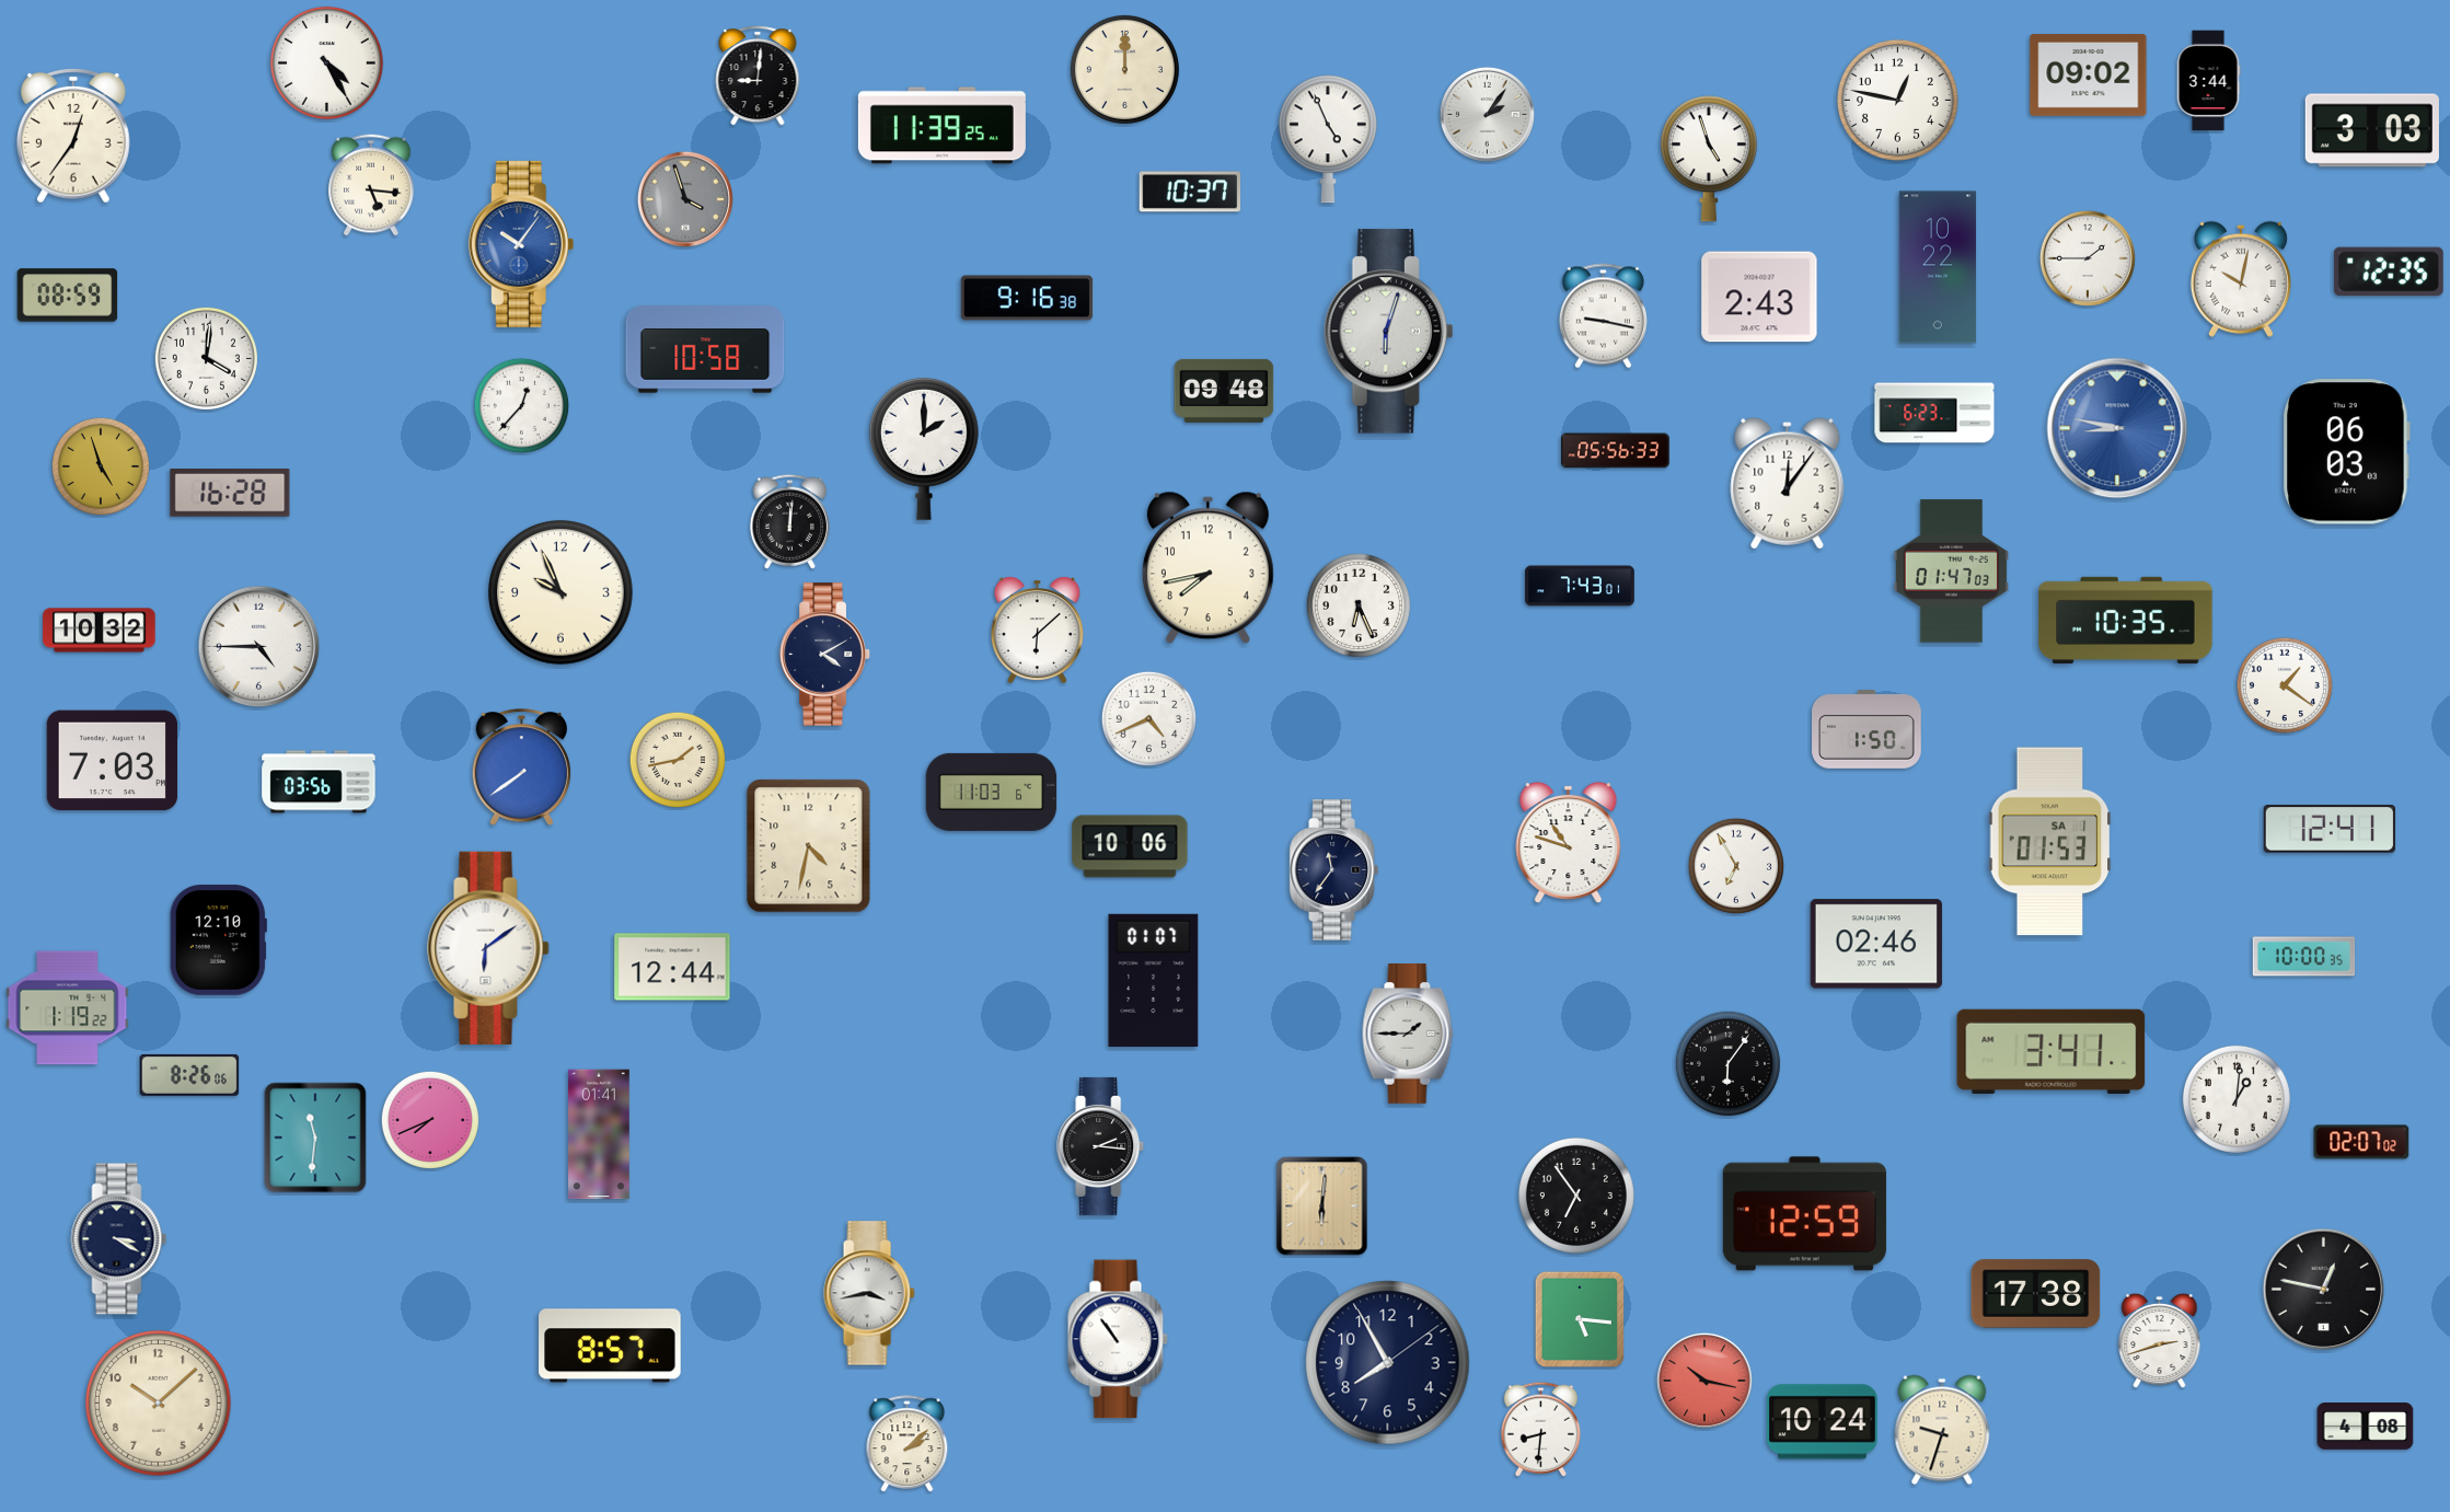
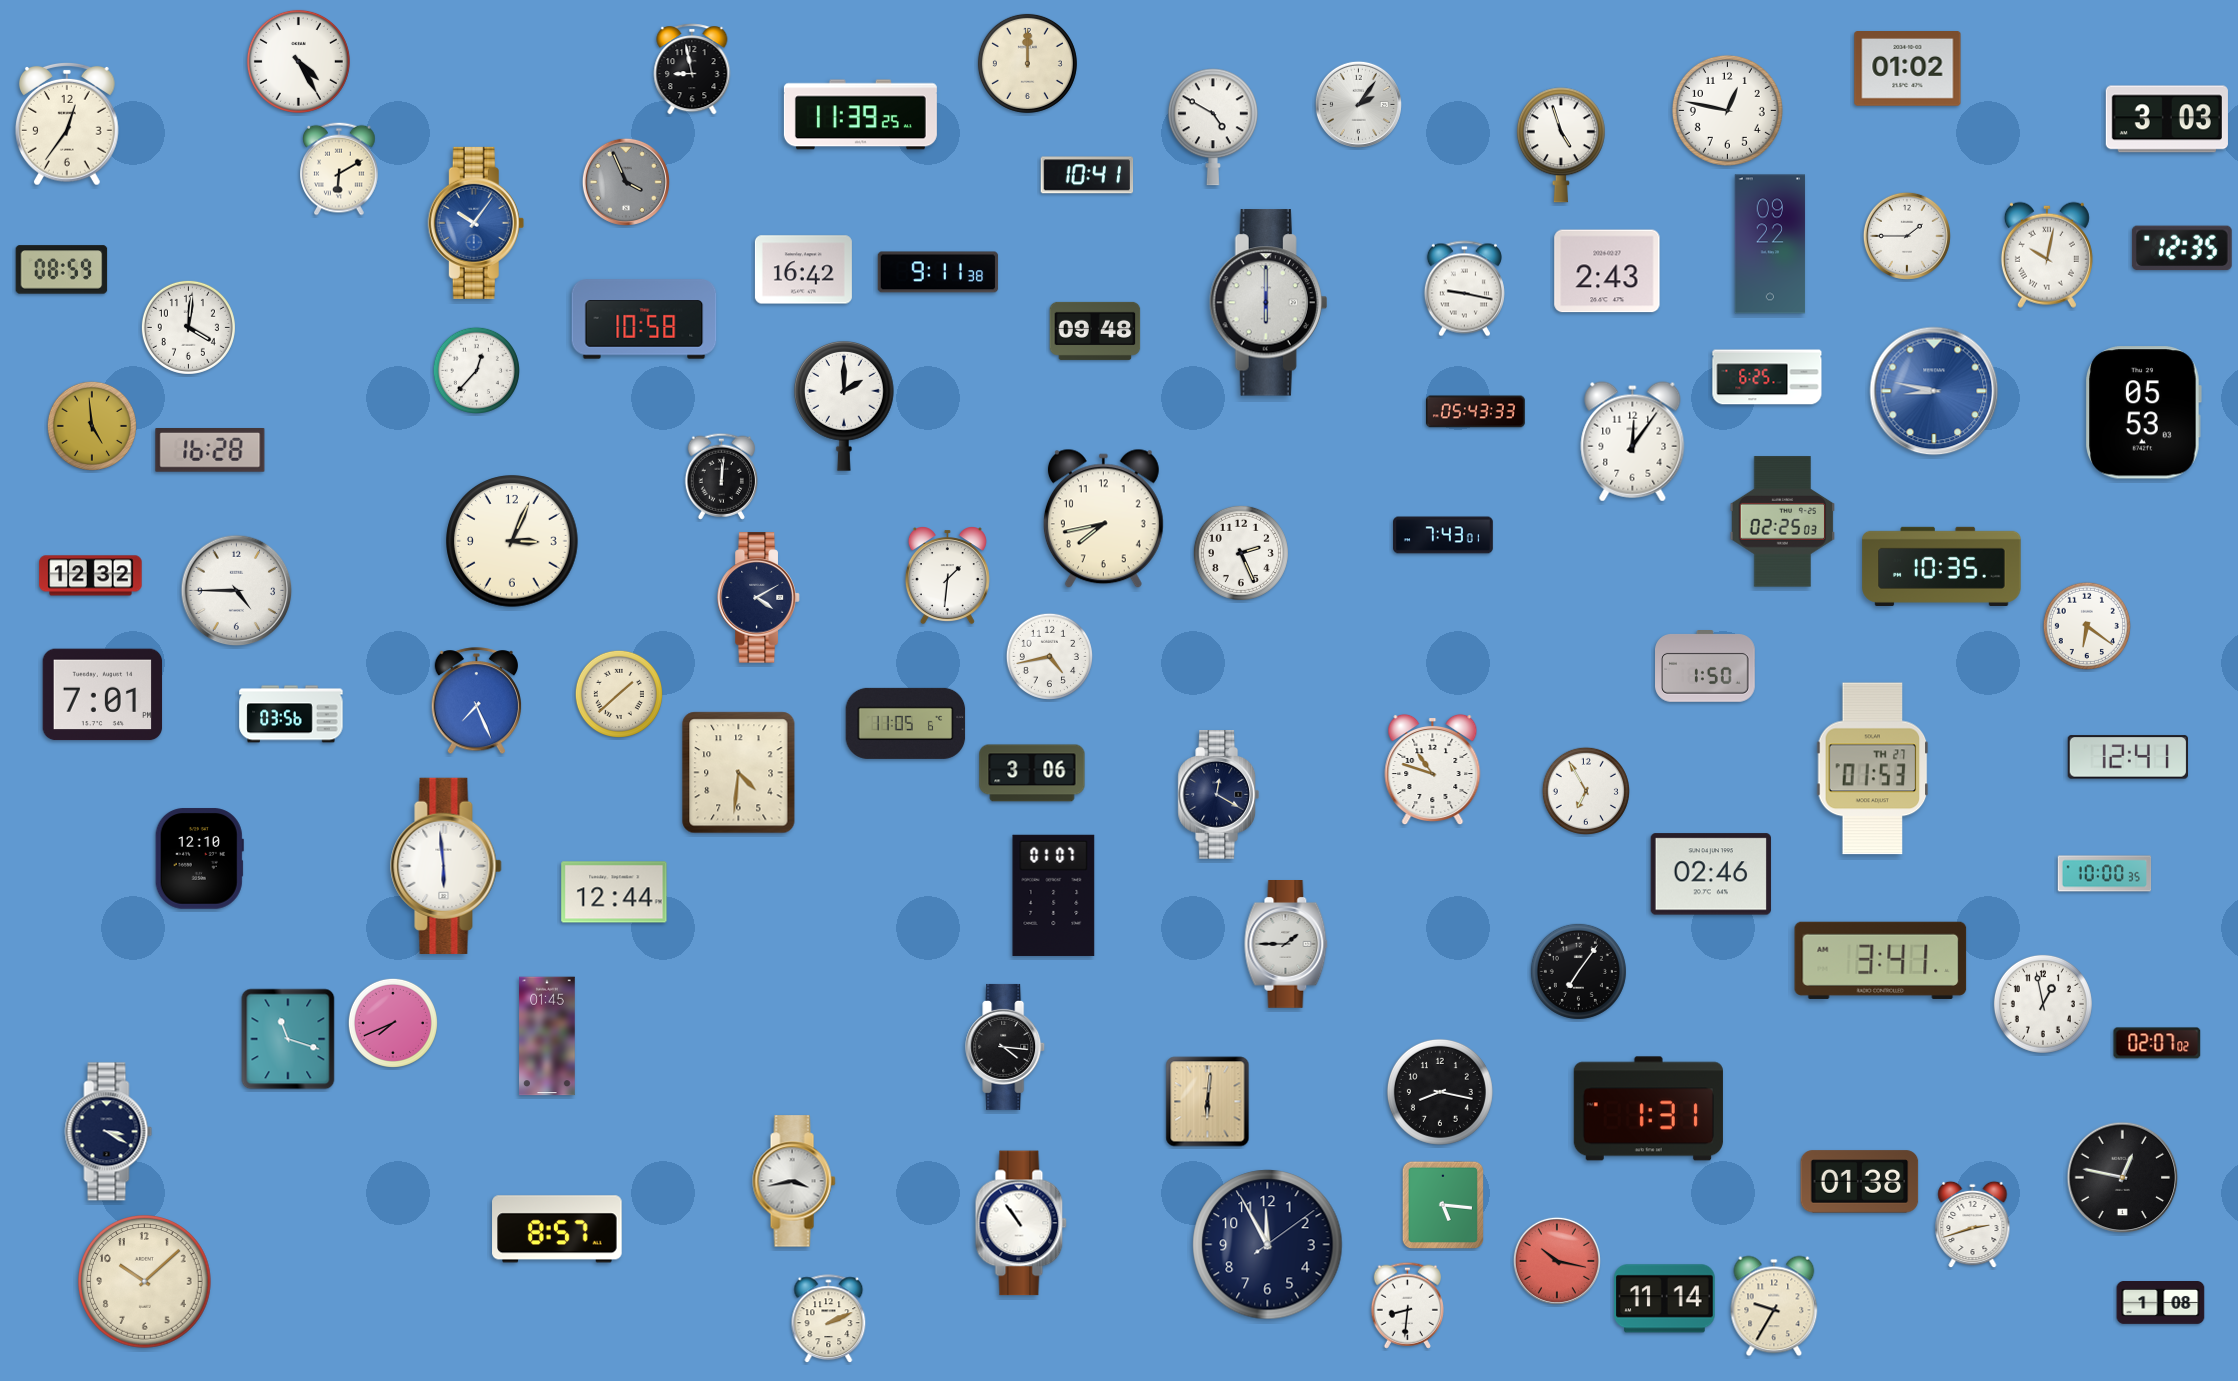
clock at (326, 62) position: (326, 62) -> (298, 61)
clock at (758, 76): 9:01 -> 8:58
clock at (2089, 76): 09:02 -> 01:02
clock at (2208, 81): 3:44 -> none
clock at (1897, 100) position: (1897, 100) -> (1727, 110)
clock at (1328, 139): 4:56 -> 4:50
clock at (371, 185): 5:16 -> 6:10
clock at (1190, 192): 10:37 -> 10:41
clock at (685, 199): 3:57 -> 3:56
clock at (1938, 267): 10:22 -> 09:22
clock at (803, 270): none -> 16:42
clock at (1027, 298): 9:16 -> 9:11
clock at (1389, 332): 6:03 -> 6:00
clock at (1224, 391) position: (1224, 391) -> (1095, 331)
clock at (1934, 413): 6:23 -> 6:25
clock at (924, 449) position: (924, 449) -> (844, 406)
clock at (1615, 451): 05:56 -> 05:43
clock at (2346, 452): 06:03 -> 05:53
clock at (101, 466): 4:57 -> 4:59
clock at (1952, 572): 01:47 -> 02:25
clock at (561, 592): 9:56 -> 3:04
clock at (1359, 605): 6:26 -> 2:26
clock at (100, 631): 10:32 -> 12:32
clock at (1037, 631): 6:08 -> 1:31
clock at (825, 655) position: (825, 655) -> (759, 598)
clock at (2285, 685): 1:21 -> 6:21
clock at (1148, 718): 4:41 -> 4:43
clock at (678, 760): 1:43 -> 1:38
clock at (113, 761): 7:03 -> 7:01
clock at (521, 767): 7:39 -> 7:26
clock at (992, 792): 11:03 -> 11:05
clock at (2050, 842) date: SA 1 -> TH 27
clock at (809, 846): 4:32 -> 4:31
clock at (1130, 846): 10:06 -> 3:06
clock at (1333, 870): 11:36 -> 12:20
clock at (1876, 944) position: (1876, 944) -> (1711, 874)
clock at (488, 948): 6:09 -> 5:59
clock at (672, 967) position: (672, 967) -> (614, 892)
clock at (68, 1008): 1:19 -> none
clock at (2052, 1051) position: (2052, 1051) -> (1881, 960)
clock at (1727, 1063): 6:06 -> 7:06
clock at (189, 1075): 8:26 -> none
clock at (2237, 1099): 1:01 -> 12:58
clock at (599, 1134): 01:41 -> 01:45
clock at (315, 1138): 11:31 -> 11:18
clock at (1101, 1146): 2:16 -> 4:16
clock at (1576, 1196): 6:54 -> 8:17
clock at (1804, 1214): 12:59 -> 1:31
clock at (2036, 1294): 17:38 -> 01:38
clock at (1388, 1363): 7:55 -> 11:55
clock at (1823, 1422): 10:24 -> 11:14
clock at (2366, 1427): 4:08 -> 1:08
clock at (1942, 1430): 9:33 -> 9:35
clock at (908, 1444): 2:08 -> 2:11
